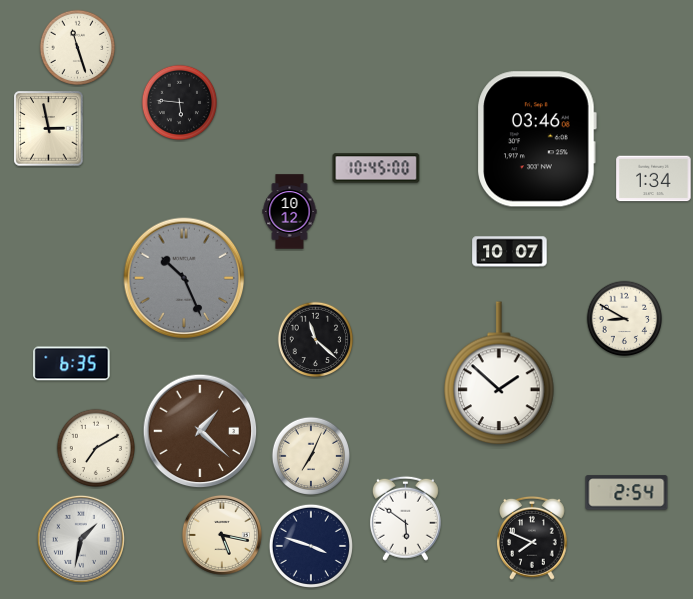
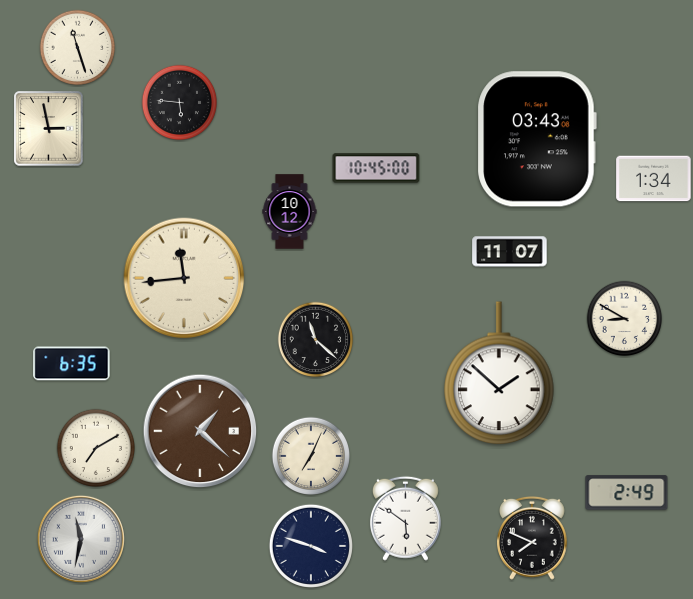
clock at (537, 139): 03:46 -> 03:43
clock at (510, 252): 10:07 -> 11:07
clock at (184, 278): 10:26 -> 11:44
clock at (184, 278) dial: grey -> cream
clock at (627, 493): 2:54 -> 2:49
clock at (222, 535): 5:17 -> none
clock at (81, 539): 1:32 -> 11:32
